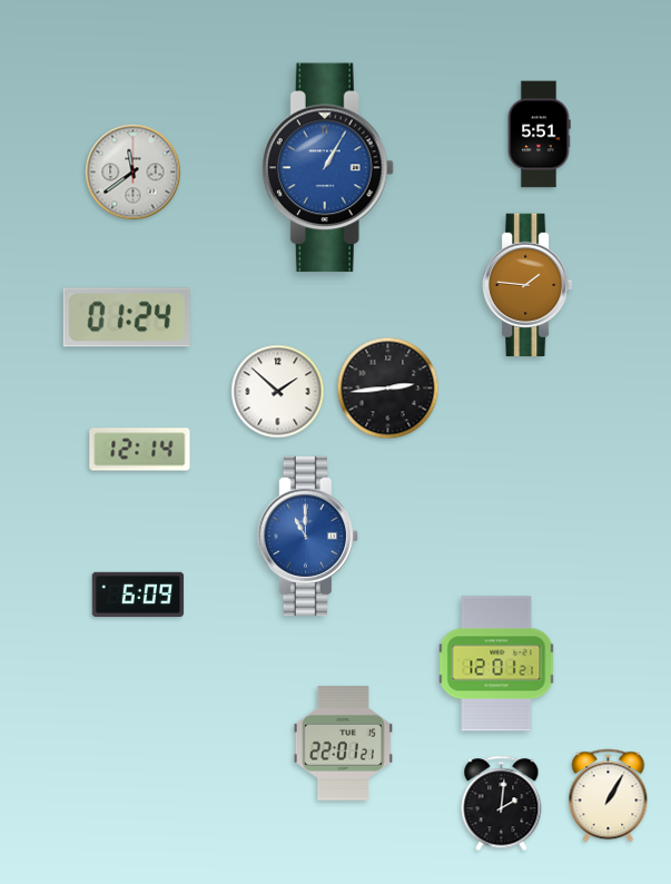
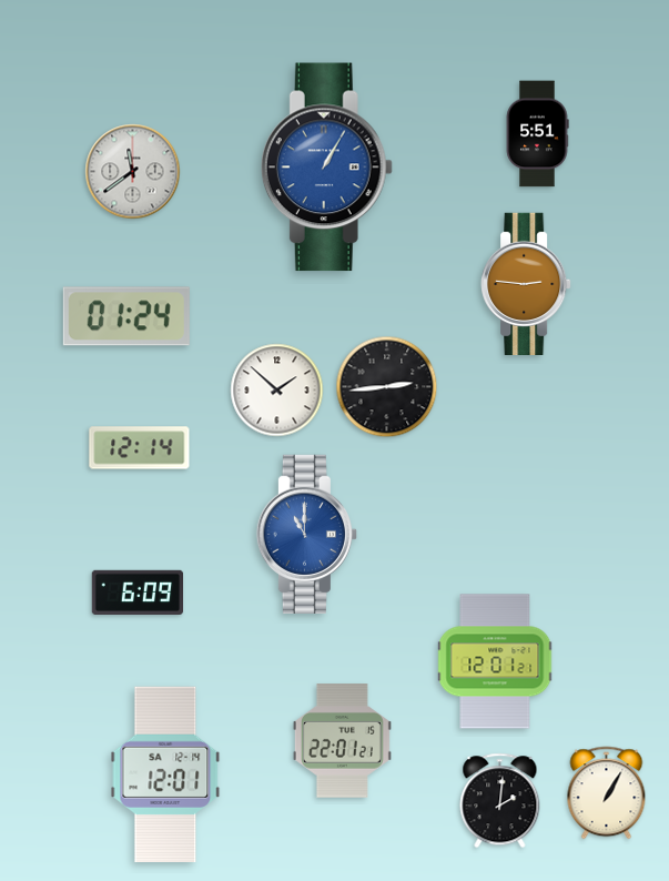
clock at (527, 284): 1:46 -> 2:46
clock at (165, 773): none -> 12:01
